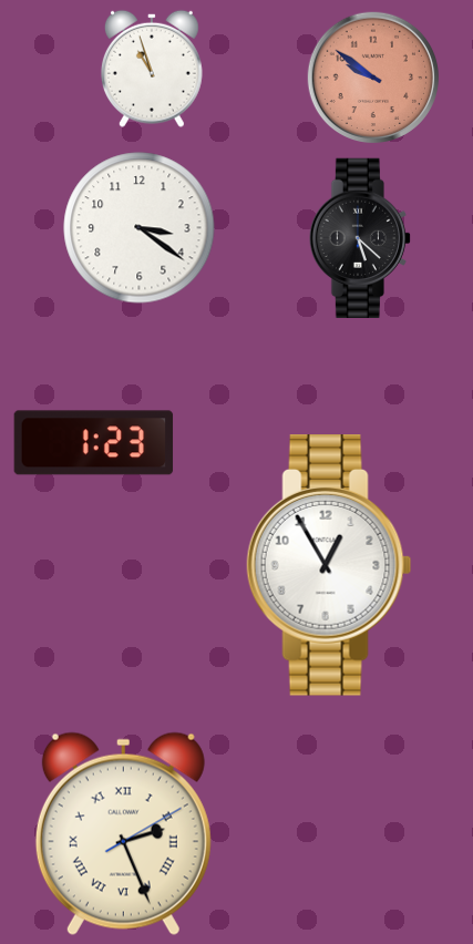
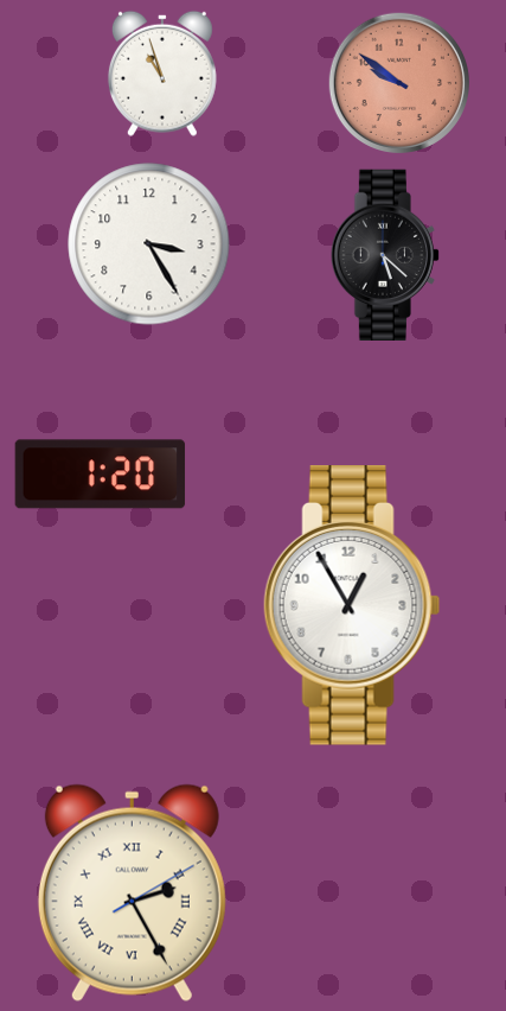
clock at (140, 228): 3:21 -> 3:25
clock at (94, 443): 1:23 -> 1:20
clock at (123, 833): 2:26 -> 2:25
